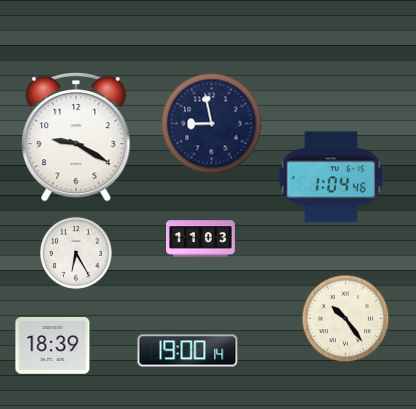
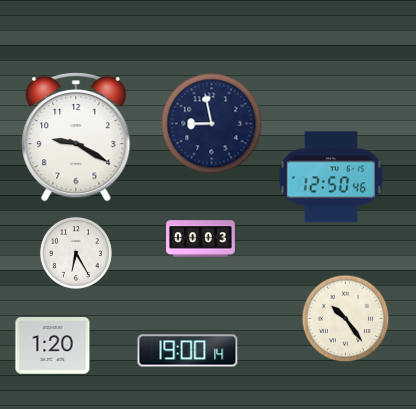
clock at (331, 177): 1:04 -> 12:50
clock at (201, 239): 11:03 -> 00:03
clock at (53, 346): 18:39 -> 1:20
